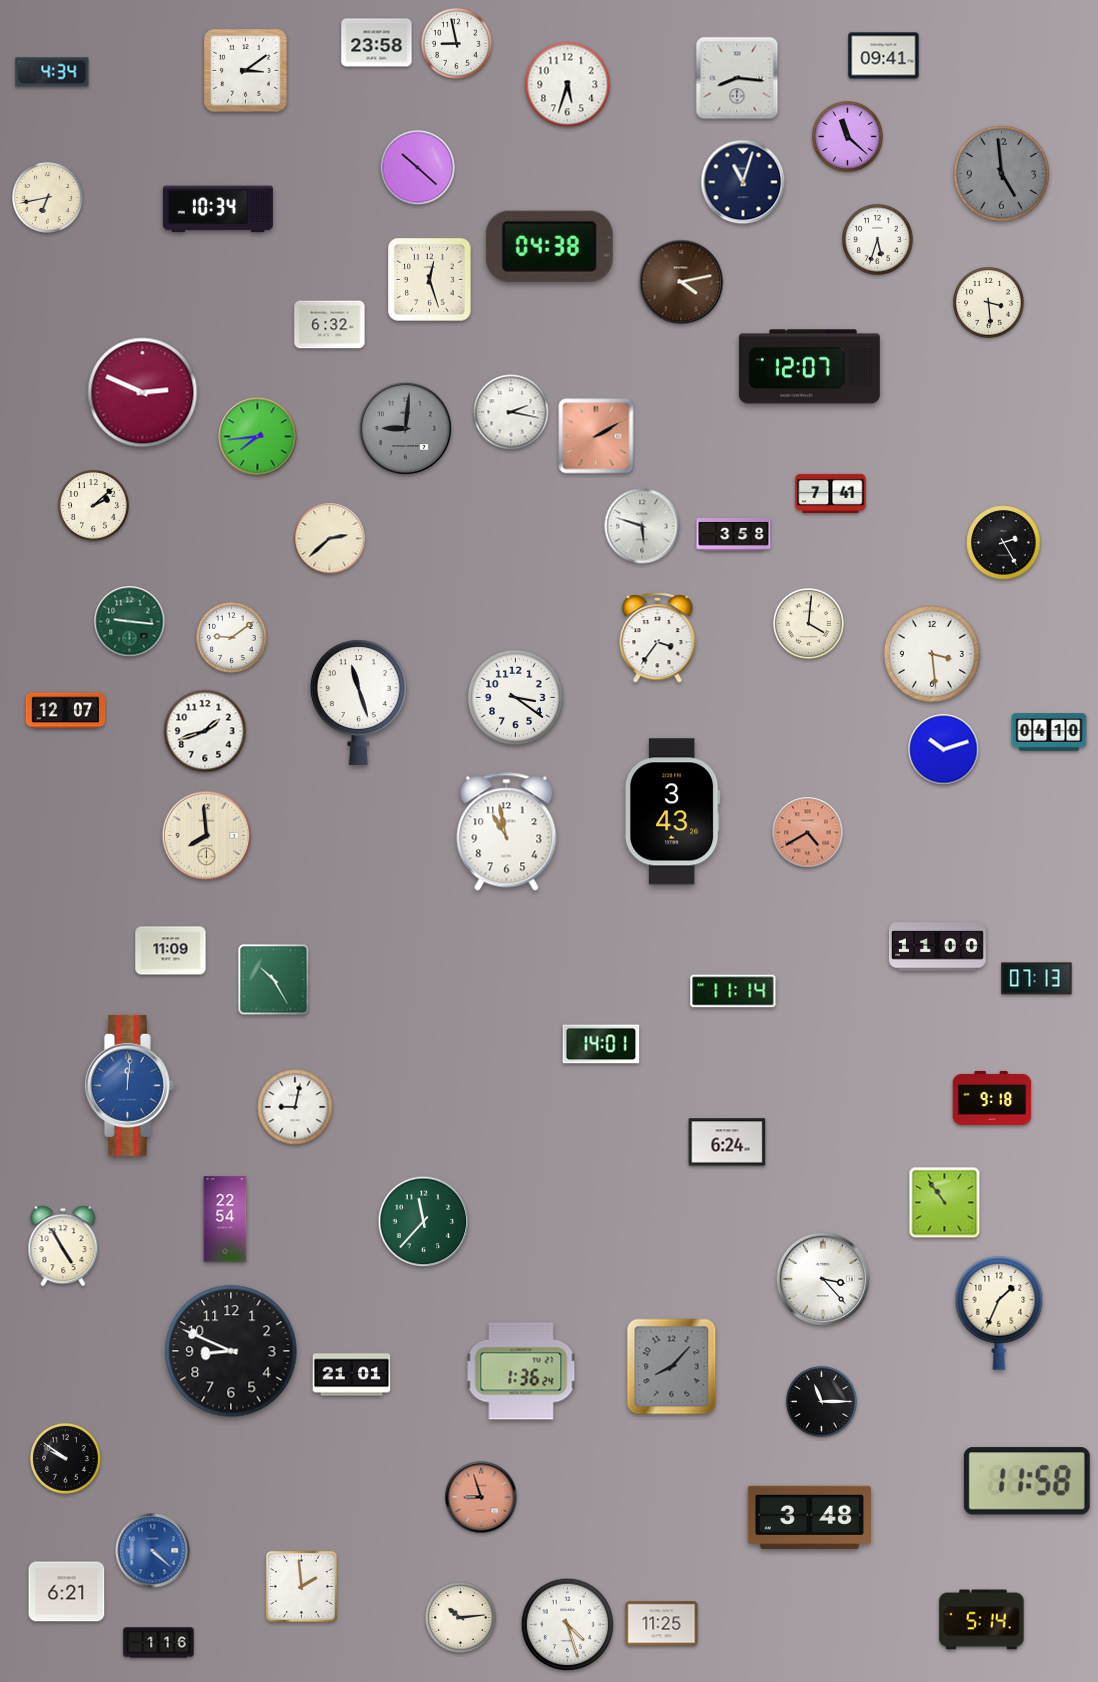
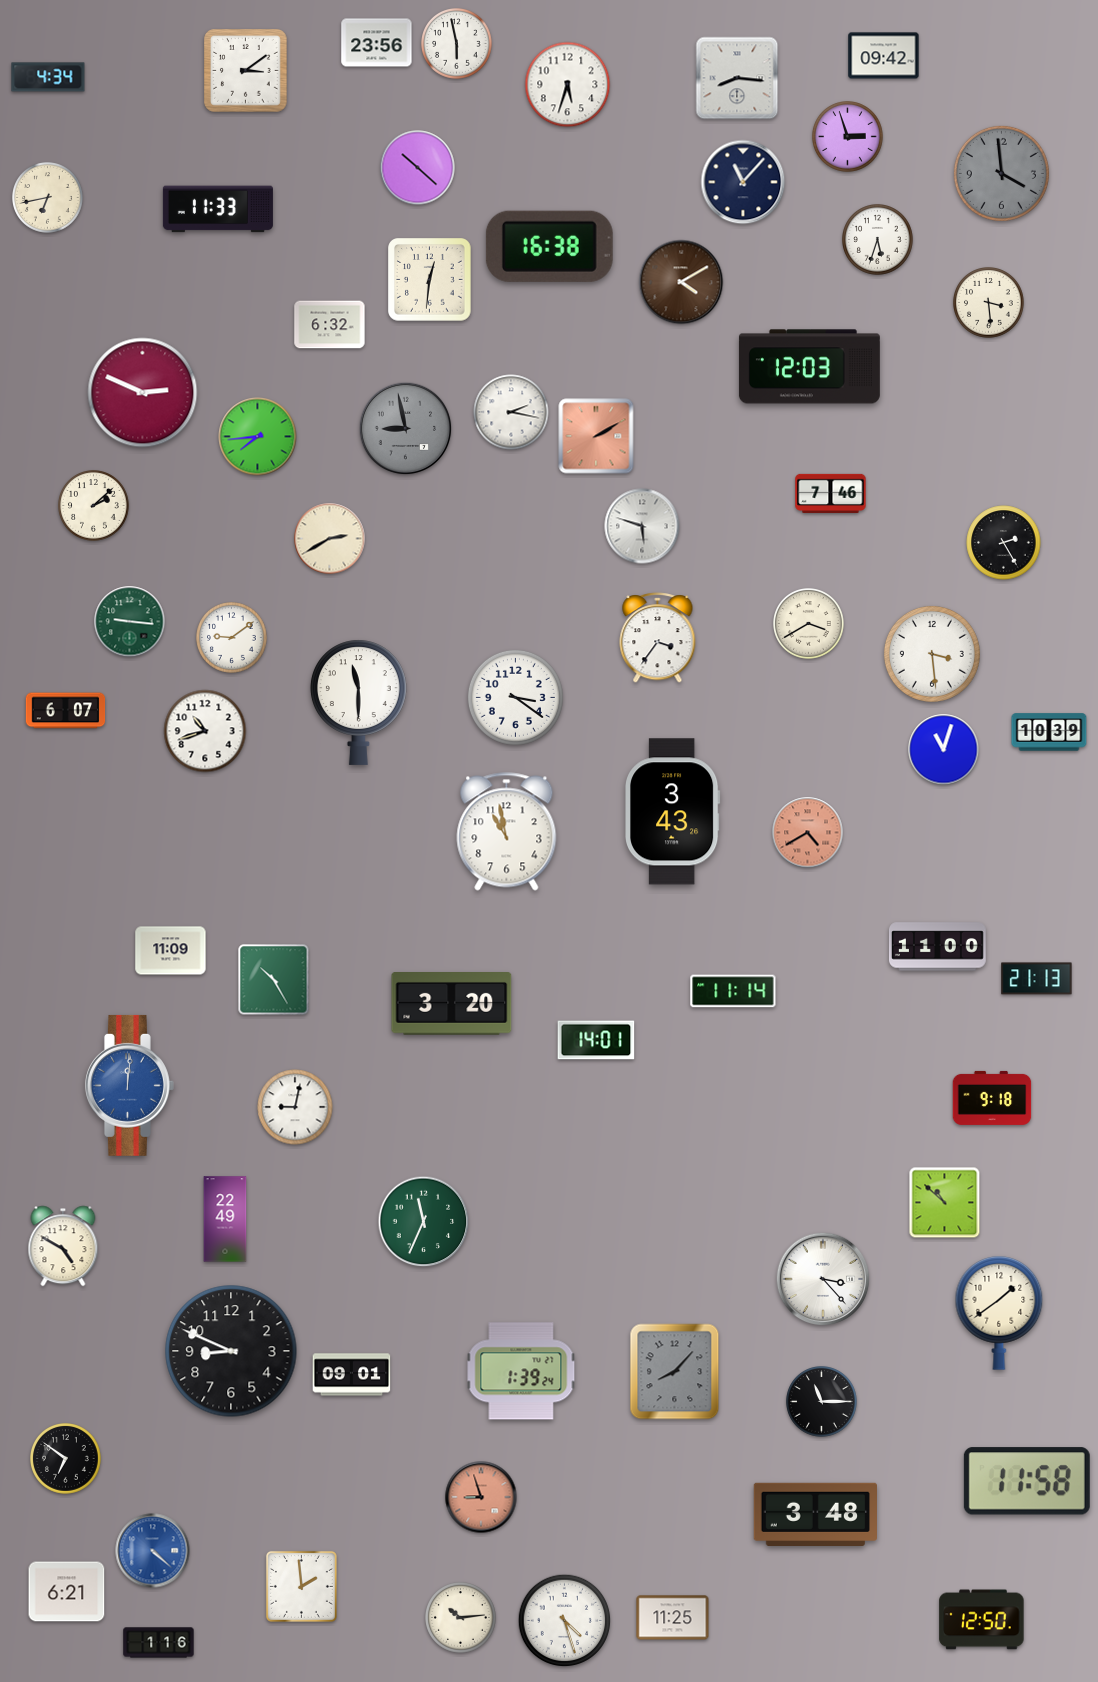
clock at (377, 43): 23:58 -> 23:56
clock at (457, 44): 8:58 -> 5:58
clock at (884, 56): 09:41 -> 09:42
clock at (52, 72) position: (52, 72) -> (48, 77)
clock at (848, 137): 11:22 -> 2:57
clock at (1001, 173): 4:59 -> 3:59
clock at (743, 182): 11:03 -> 11:07
clock at (218, 209): 10:34 -> 11:33
clock at (549, 246): 04:38 -> 16:38
clock at (430, 280): 12:27 -> 12:31
clock at (681, 282): 4:13 -> 4:10
clock at (809, 367): 12:07 -> 12:03
clock at (406, 429): 9:01 -> 8:58
clock at (831, 493): 7:41 -> 7:46
clock at (734, 534): 3:58 -> none
clock at (330, 539): 2:38 -> 2:40
clock at (809, 624): 4:01 -> 3:40
clock at (358, 702): 11:27 -> 11:30
clock at (66, 711): 12:07 -> 6:07
clock at (205, 731): 1:42 -> 10:42
clock at (1049, 732): 04:10 -> 10:39
clock at (944, 750): 10:12 -> 11:03
clock at (207, 836): 7:59 -> none
clock at (1037, 979): 07:13 -> 21:13
clock at (452, 1004): none -> 3:20
clock at (601, 1044) position: (601, 1044) -> (596, 1040)
clock at (727, 1142): 6:24 -> none
clock at (945, 1203): 10:54 -> 10:52
clock at (225, 1219): 22:54 -> 22:49
clock at (424, 1222): 11:37 -> 11:34
clock at (63, 1246): 4:55 -> 4:50
clock at (999, 1314): 1:34 -> 1:39
clock at (672, 1367) position: (672, 1367) -> (675, 1372)
clock at (521, 1371): 1:36 -> 1:39
clock at (352, 1375): 21:01 -> 09:01
clock at (66, 1459): 9:51 -> 6:51
clock at (809, 1517) position: (809, 1517) -> (815, 1514)
clock at (982, 1620): 5:14 -> 12:50
clock at (662, 1624) position: (662, 1624) -> (673, 1618)
clock at (568, 1625) position: (568, 1625) -> (565, 1621)
